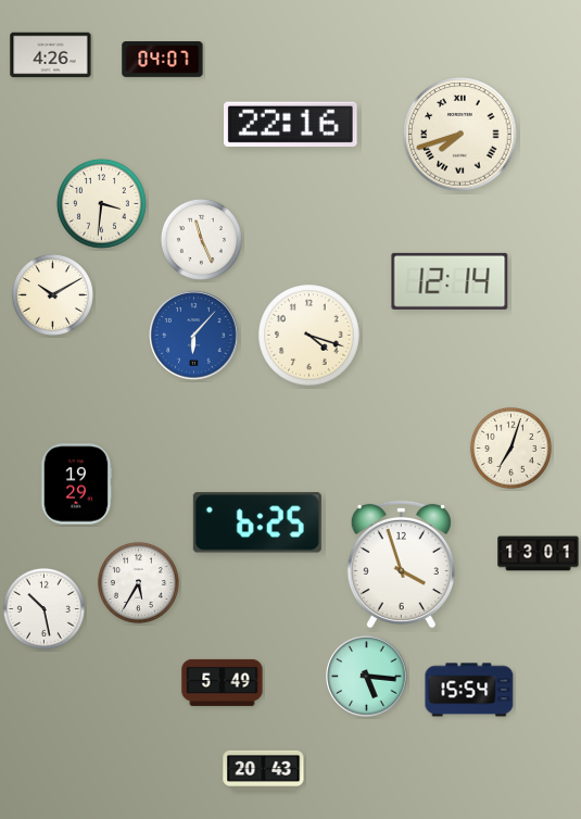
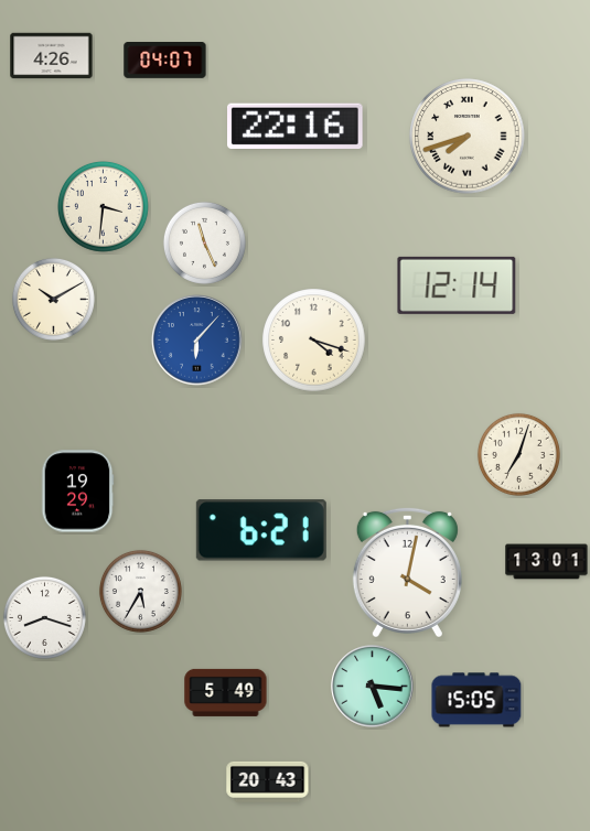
clock at (257, 522): 6:25 -> 6:21
clock at (401, 563): 3:57 -> 4:02
clock at (43, 608): 10:28 -> 8:18
clock at (469, 690): 15:54 -> 15:05
